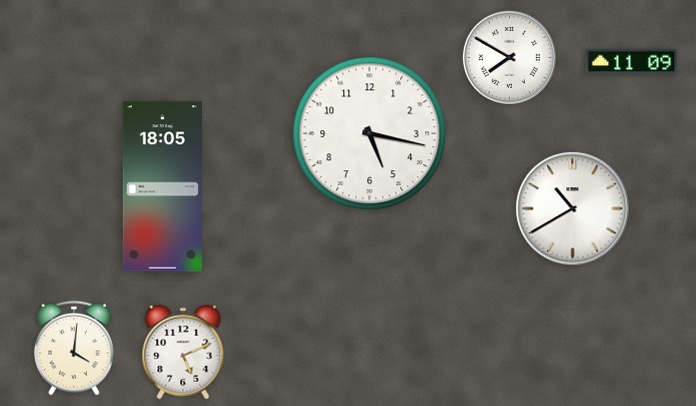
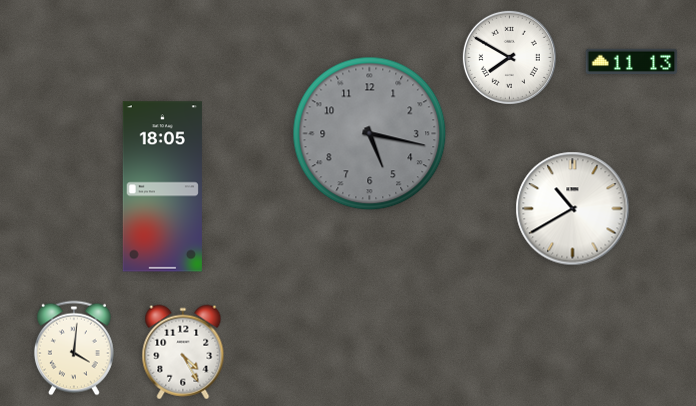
clock at (632, 62): 11:09 -> 11:13
clock at (370, 134) dial: white -> grey
clock at (183, 352): 5:11 -> 4:25
